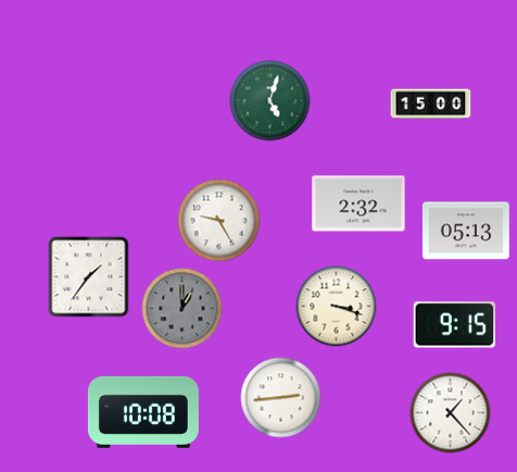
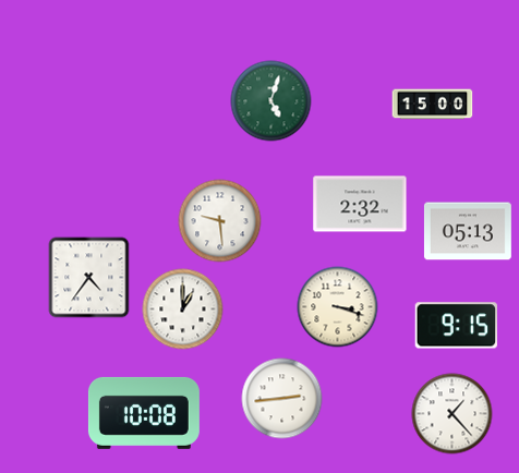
clock at (219, 221): 9:25 -> 9:29
clock at (89, 277): 1:36 -> 4:36
clock at (182, 309) dial: grey -> white
